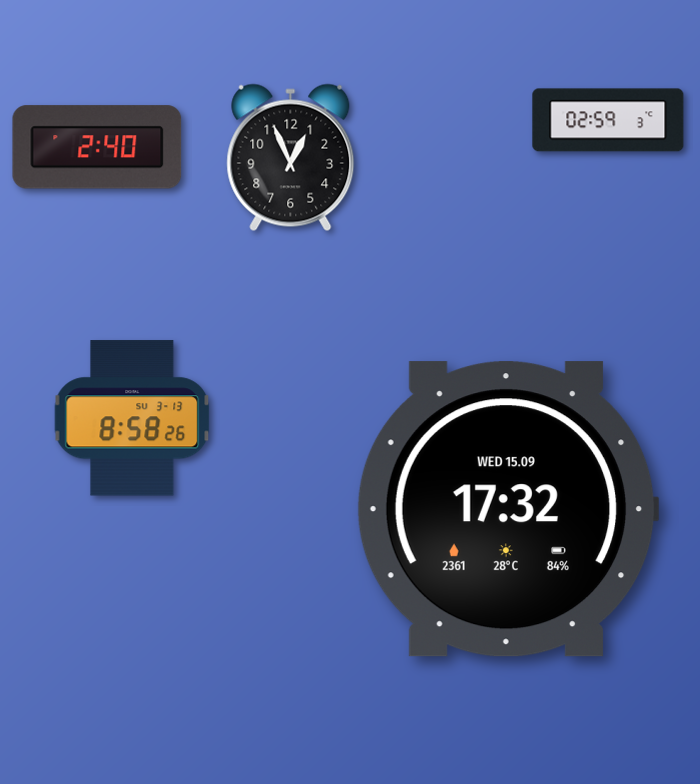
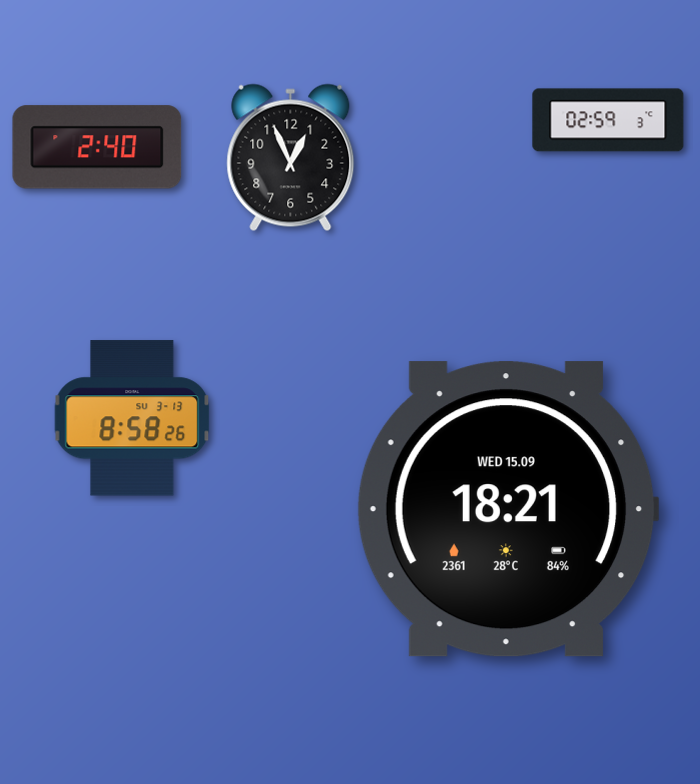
clock at (508, 509): 17:32 -> 18:21
